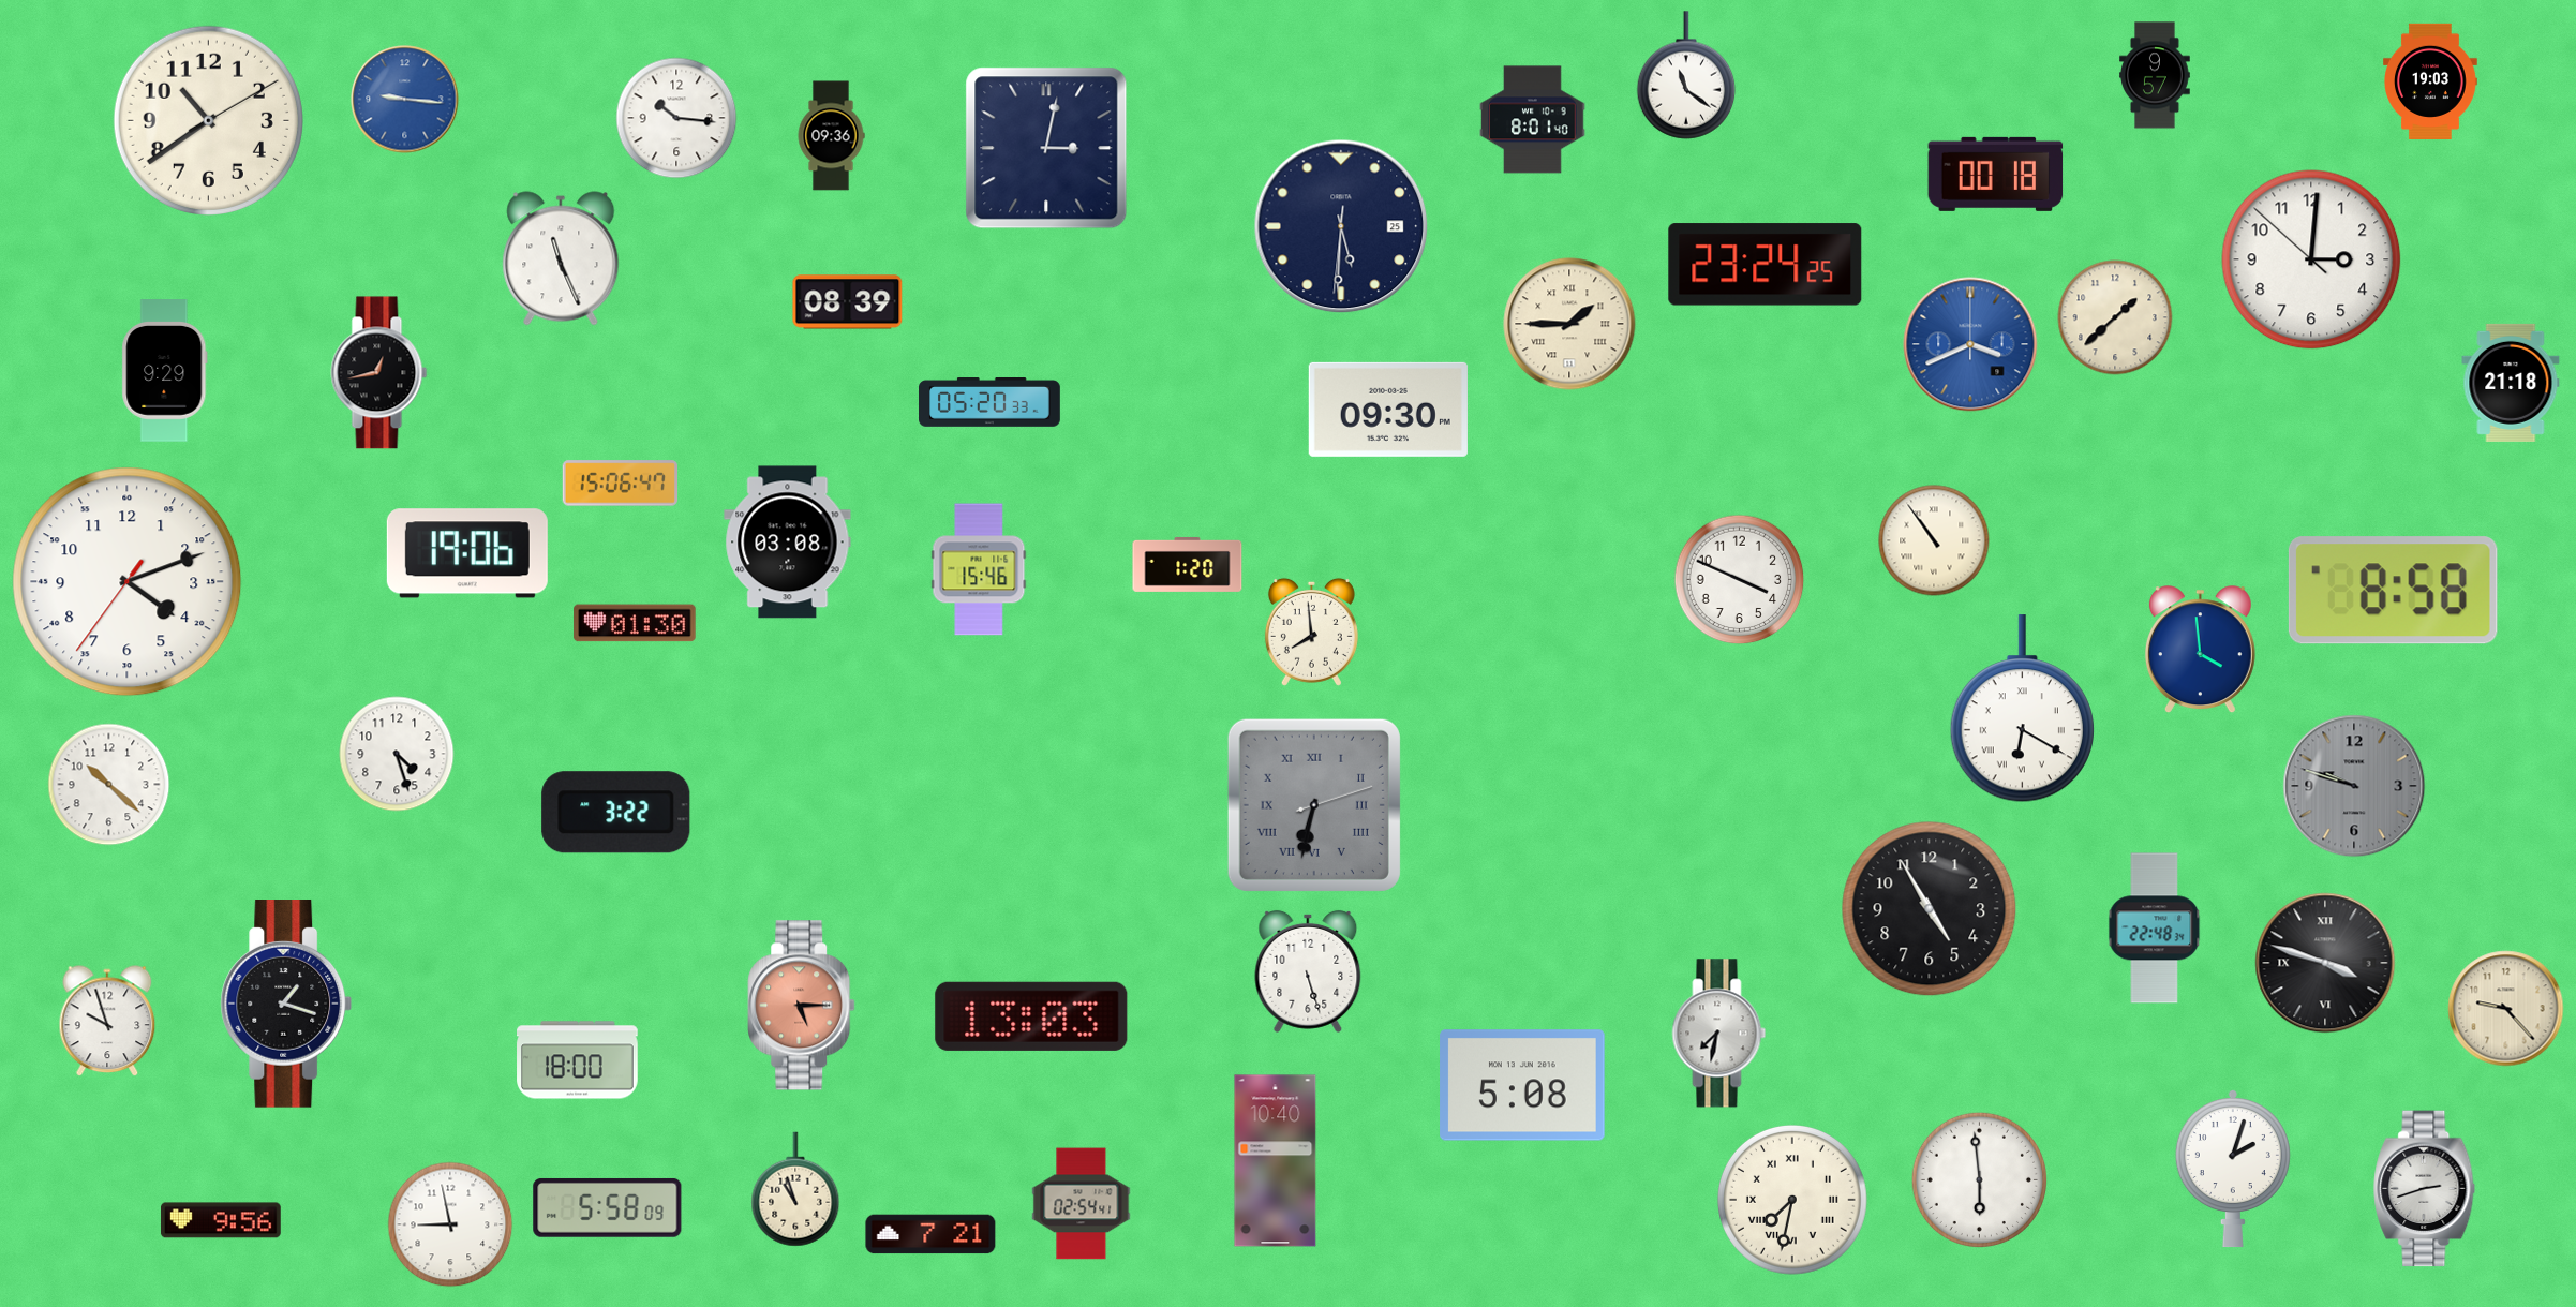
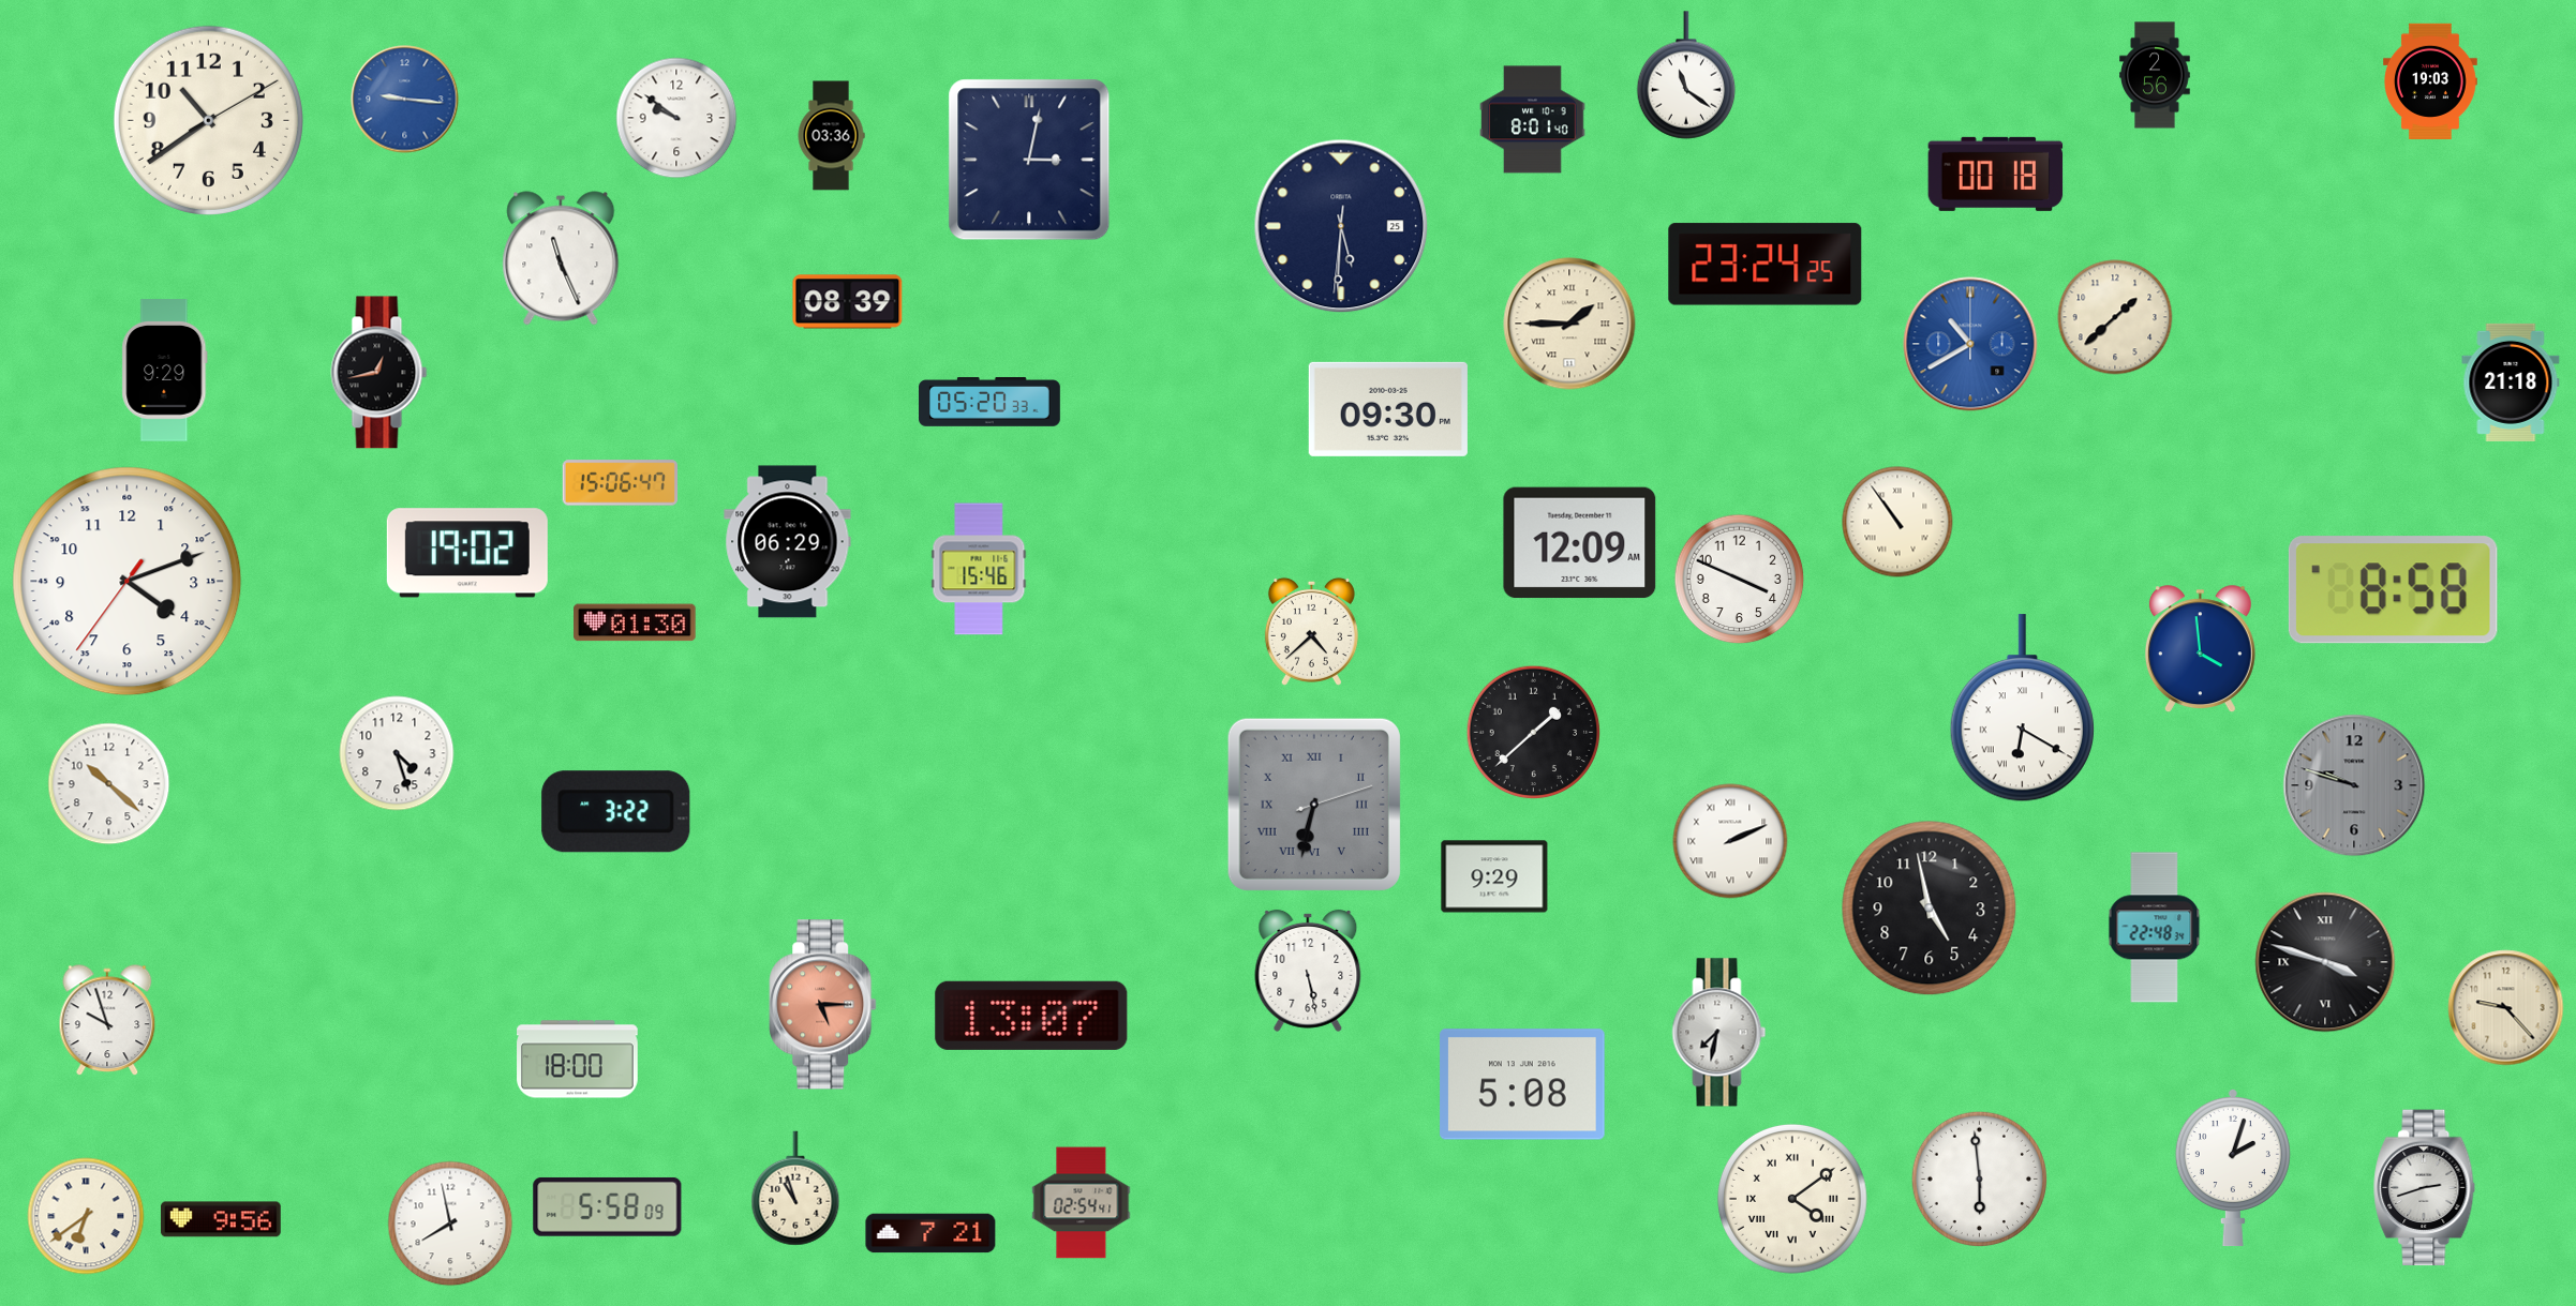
clock at (2155, 75): 9:57 -> 2:56
clock at (676, 118): 10:16 -> 9:51
clock at (831, 136): 09:36 -> 03:36
clock at (1046, 148) position: (1046, 148) -> (1029, 160)
clock at (2311, 259): 3:00 -> none
clock at (1970, 344): 3:41 -> 10:40
clock at (1934, 540) position: (1934, 540) -> (1897, 522)
clock at (788, 543): 03:08 -> 06:29
clock at (1580, 543): none -> 12:09
clock at (467, 553): 19:06 -> 19:02
clock at (1188, 564): 1:20 -> none
clock at (1311, 632): 7:59 -> 4:38
clock at (1534, 733): none -> 1:38
clock at (1730, 841): none -> 2:11
clock at (1494, 876): none -> 9:29
clock at (1930, 909): 4:55 -> 4:58
clock at (1308, 971): 5:27 -> 5:28
clock at (286, 1005): 1:18 -> none
clock at (802, 1006) position: (802, 1006) -> (823, 1005)
clock at (1031, 1016): 13:03 -> 13:07
clock at (1276, 1161): 10:40 -> none
clock at (1792, 1200): 7:32 -> 4:09
clock at (86, 1216): none -> 6:39
clock at (450, 1224): 8:58 -> 7:58
